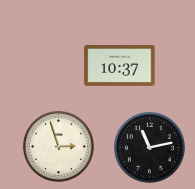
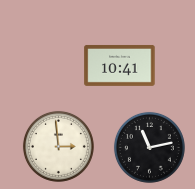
clock at (120, 65): 10:37 -> 10:41
clock at (58, 146): 2:57 -> 2:59
